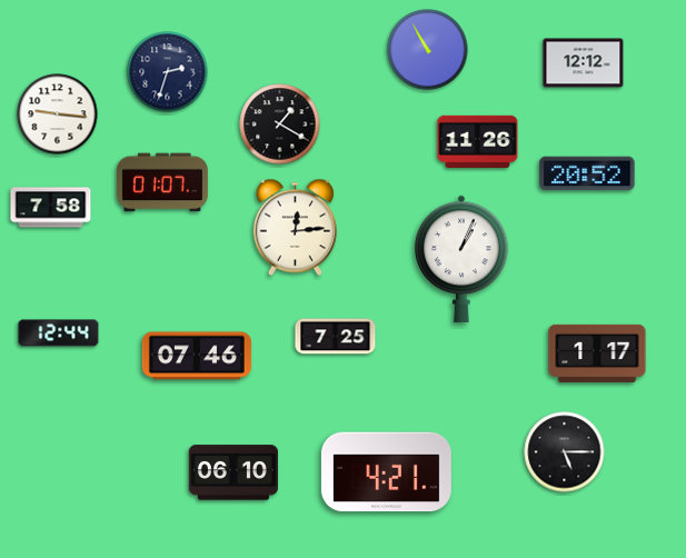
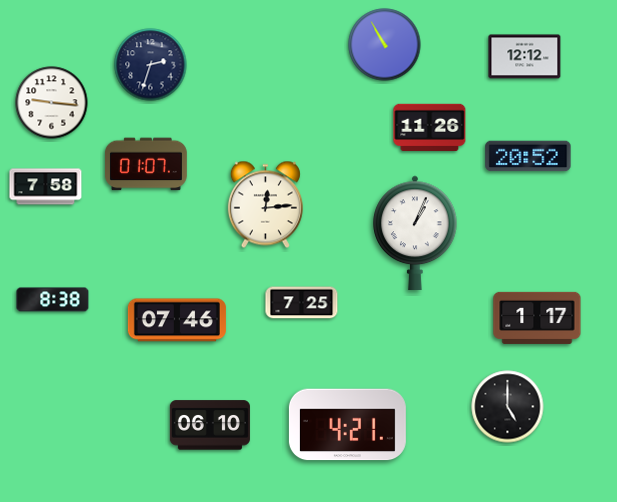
clock at (280, 124): 1:20 -> none
clock at (59, 333): 12:44 -> 8:38
clock at (565, 452): 5:15 -> 5:00
